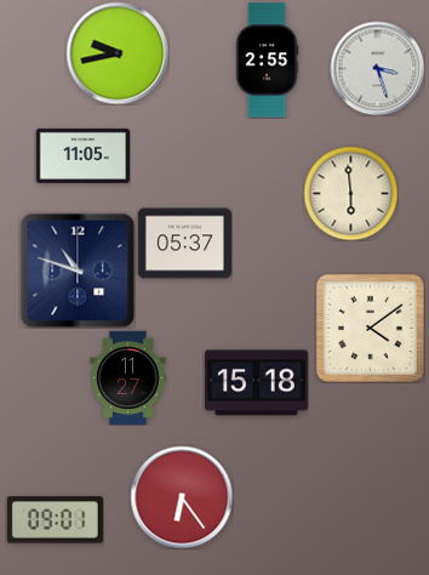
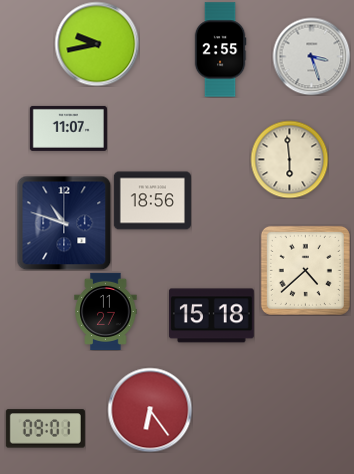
clock at (82, 155): 11:05 -> 11:07
clock at (184, 244): 05:37 -> 18:56
clock at (370, 328): 4:09 -> 4:38
